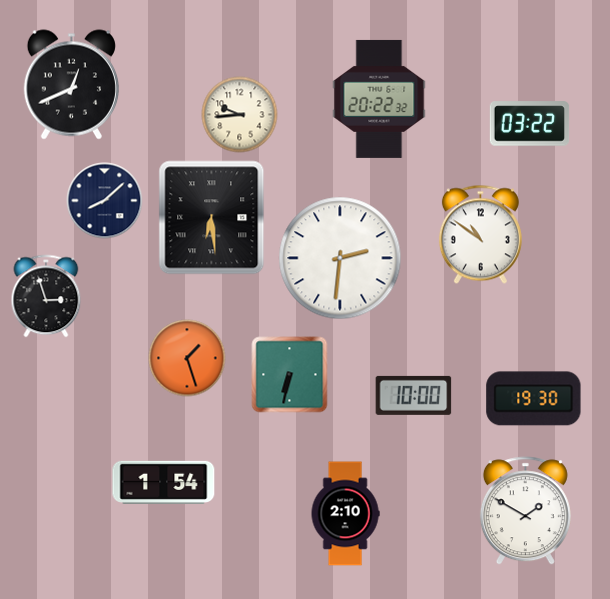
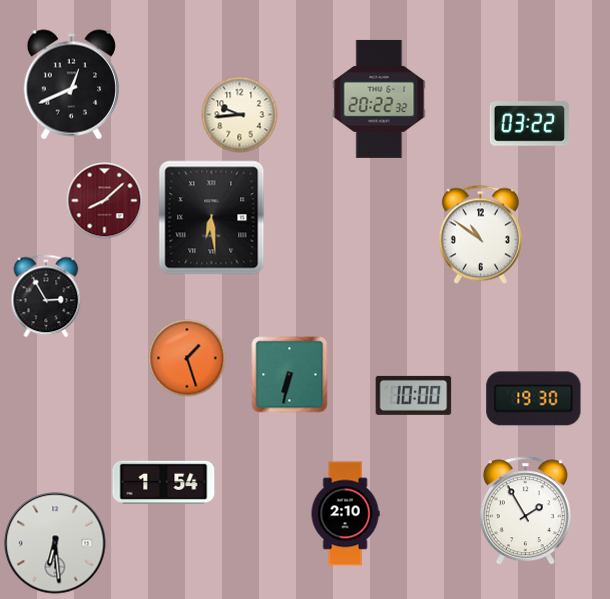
clock at (105, 201) dial: navy -> burgundy
clock at (340, 258): 2:31 -> none
clock at (46, 296): 2:57 -> 2:55
clock at (525, 511): 1:50 -> 1:55
clock at (55, 543): none -> 6:29
